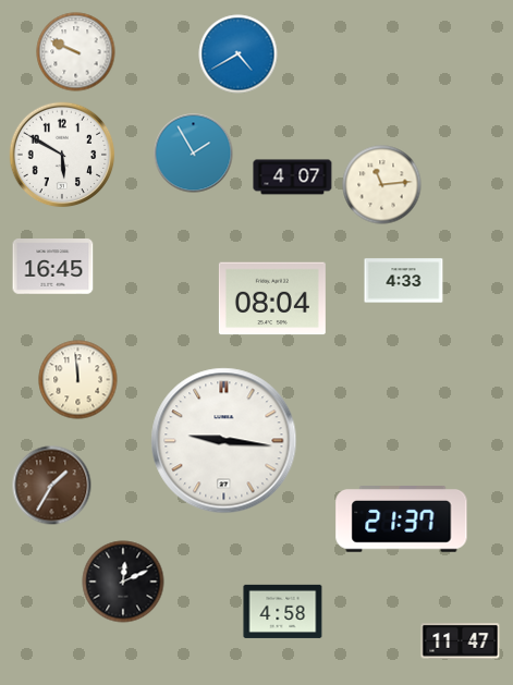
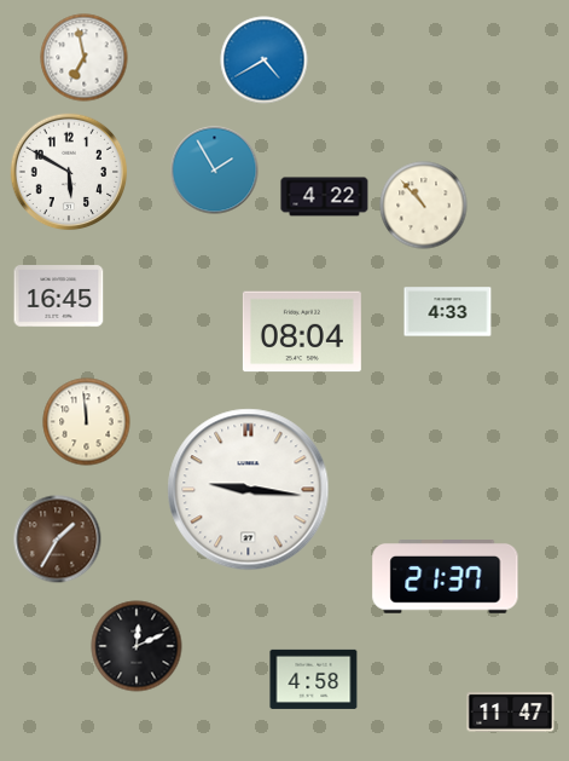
clock at (76, 52): 9:49 -> 6:58
clock at (293, 178): 4:07 -> 4:22
clock at (382, 185): 11:14 -> 10:53
